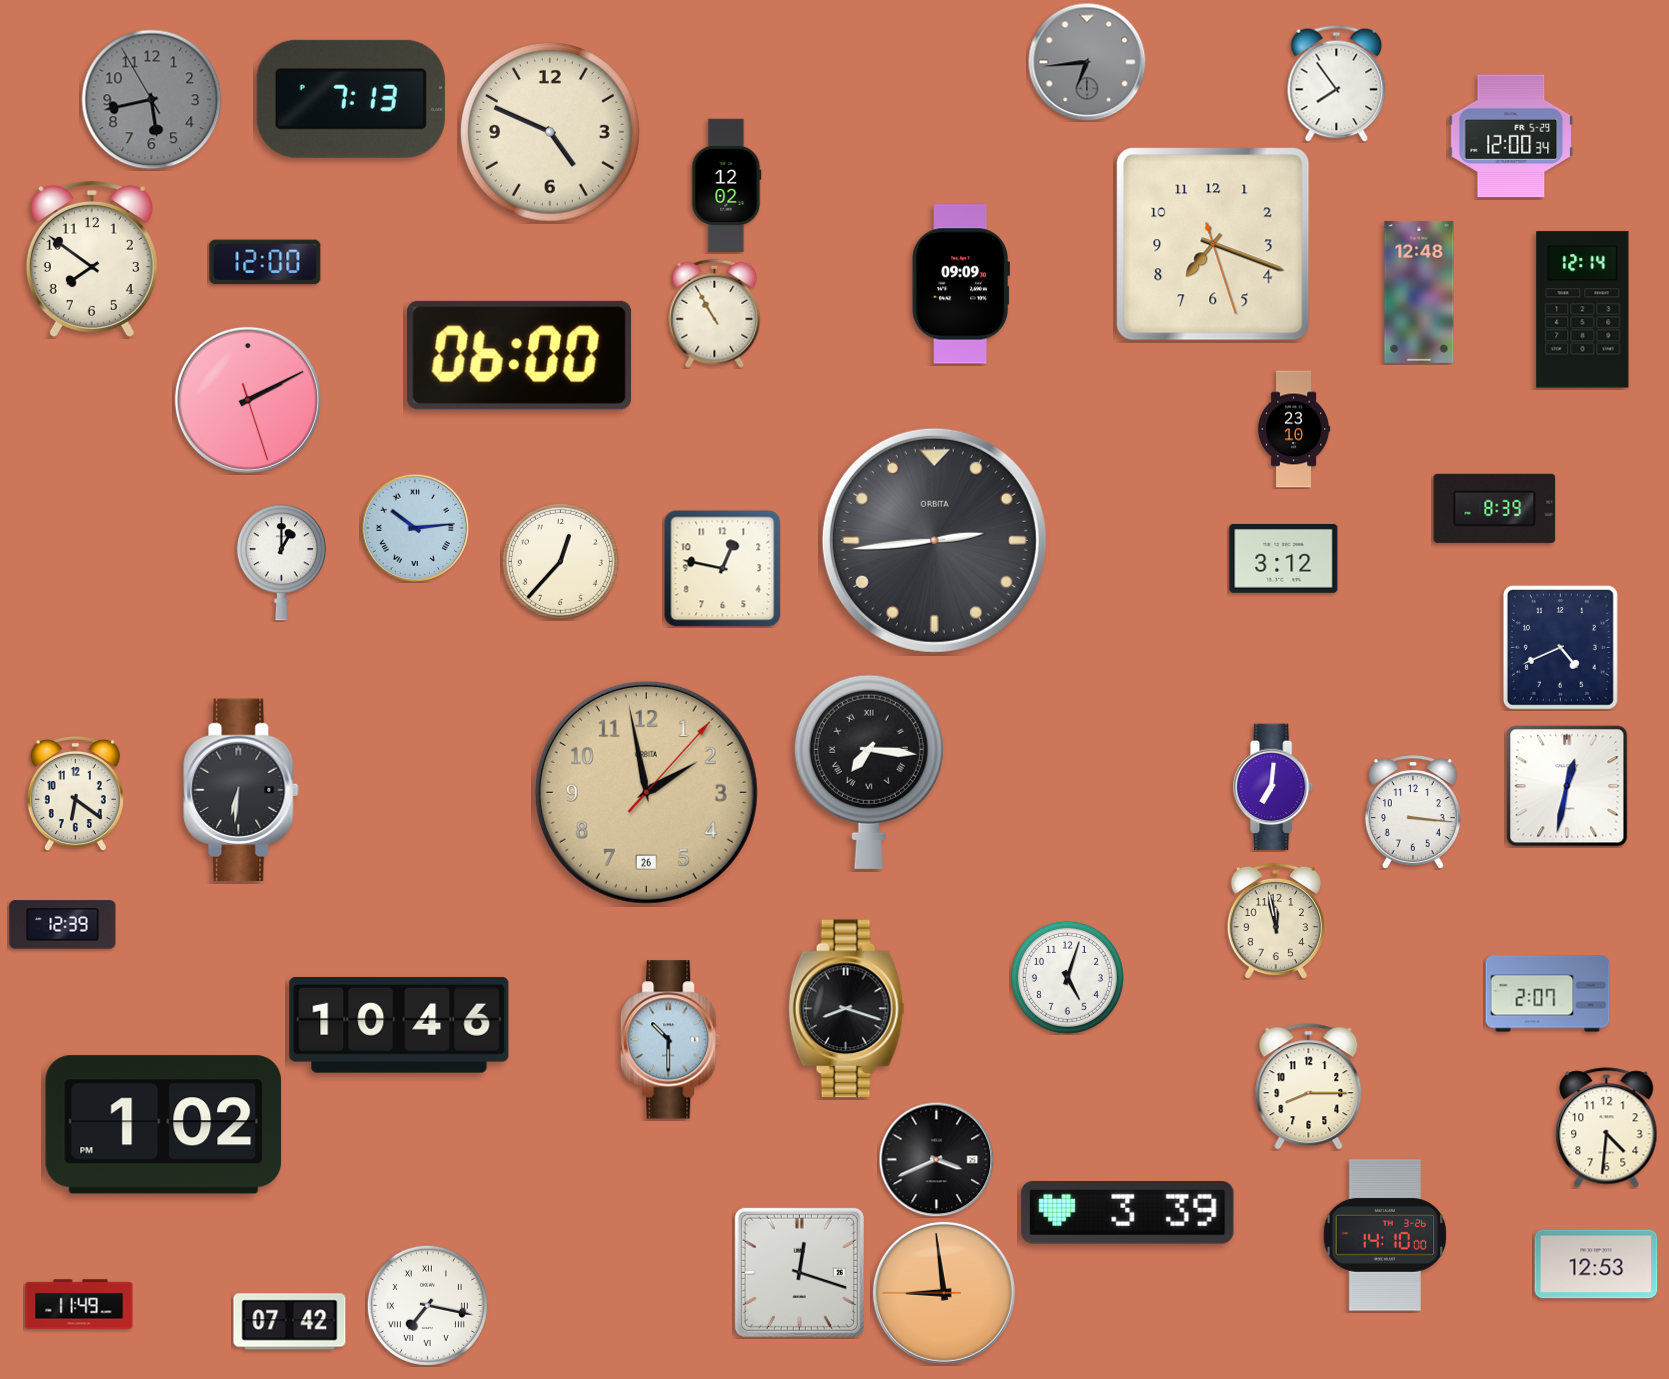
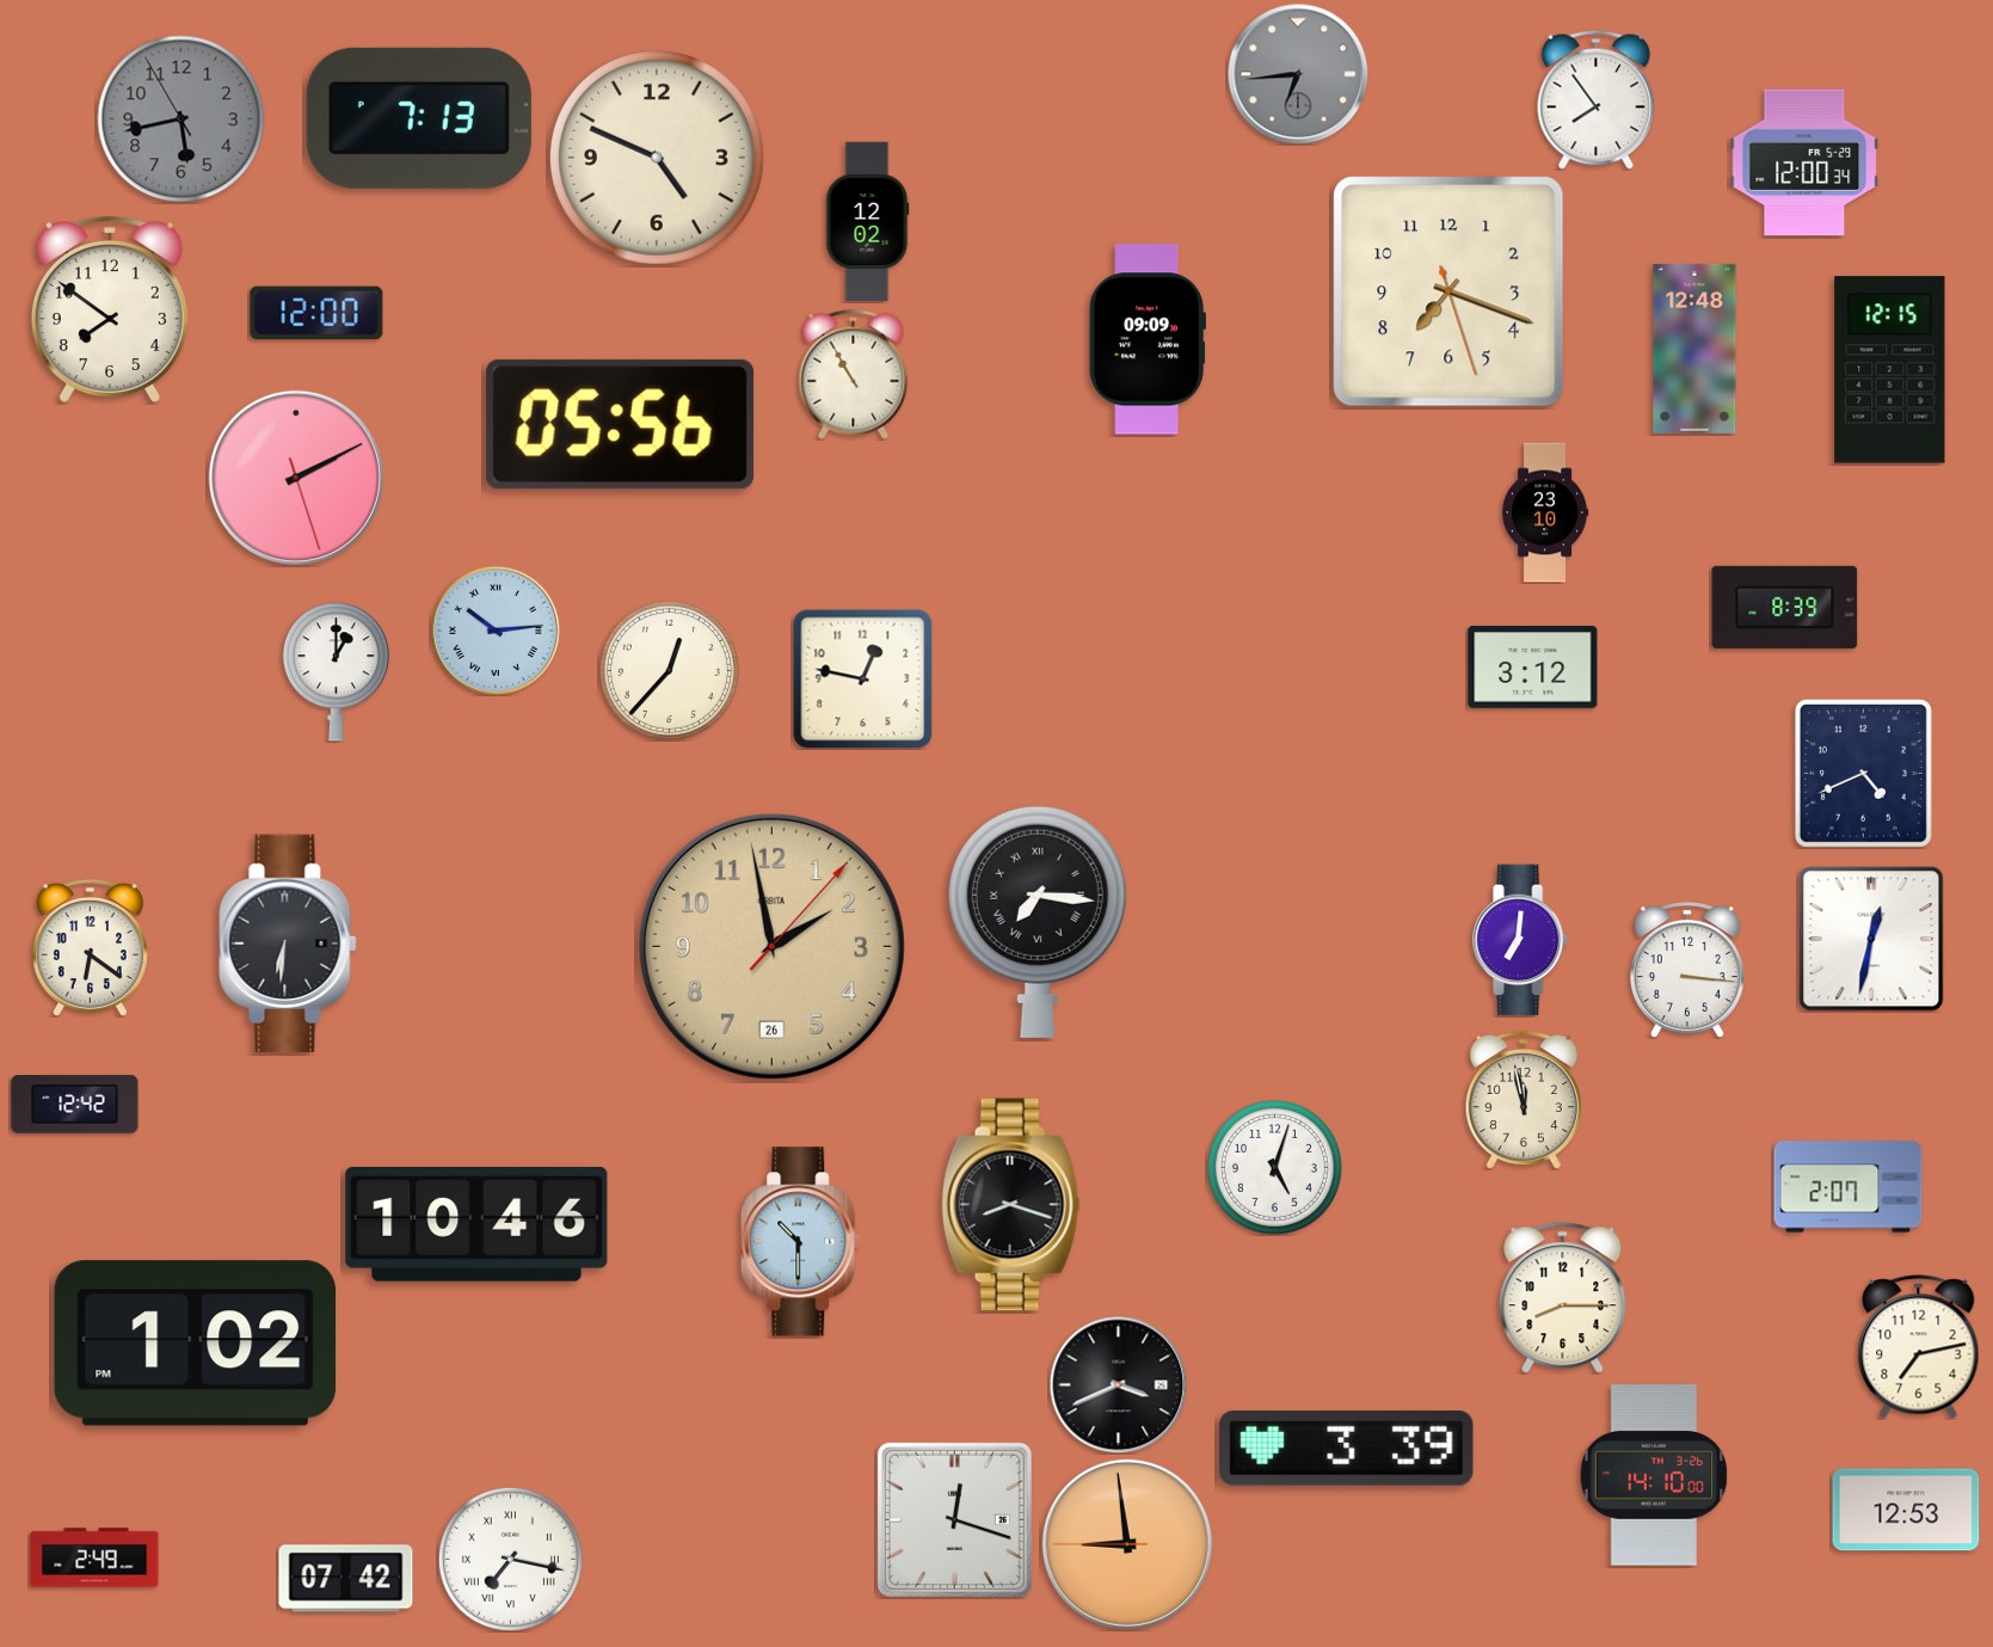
clock at (1583, 310): 12:14 -> 12:15
clock at (520, 355): 06:00 -> 05:56
clock at (934, 540): 2:44 -> none
clock at (63, 925): 12:39 -> 12:42
clock at (1607, 1128): 4:31 -> 7:13
clock at (79, 1304): 11:49 -> 2:49
